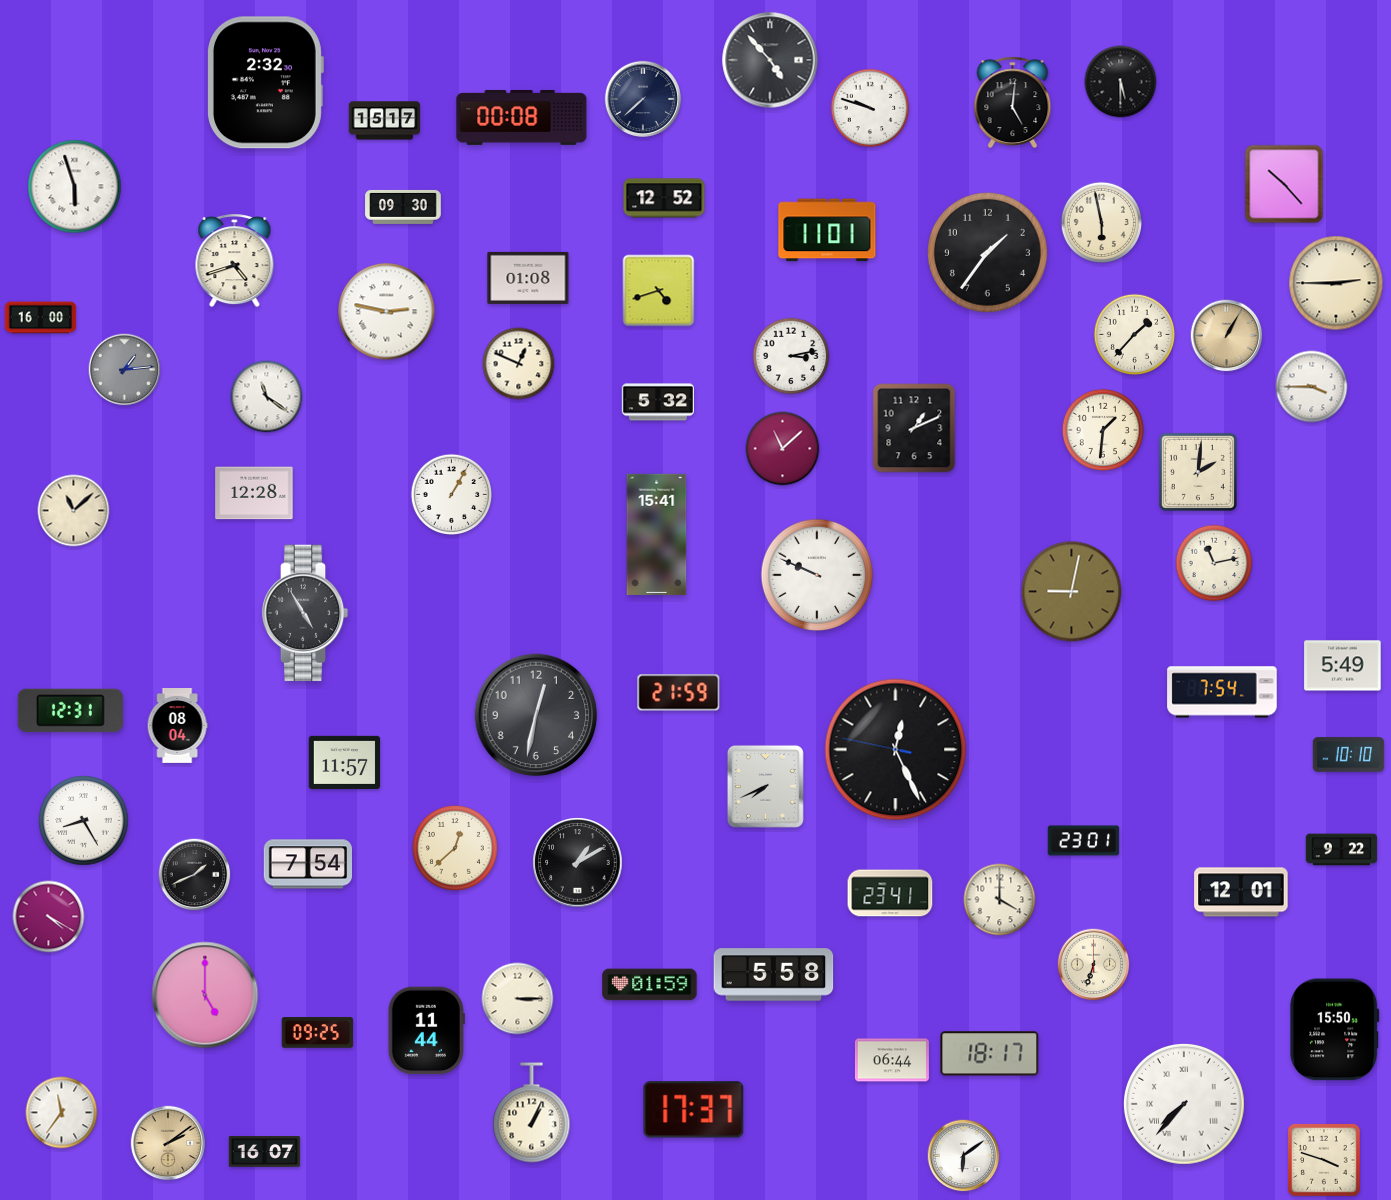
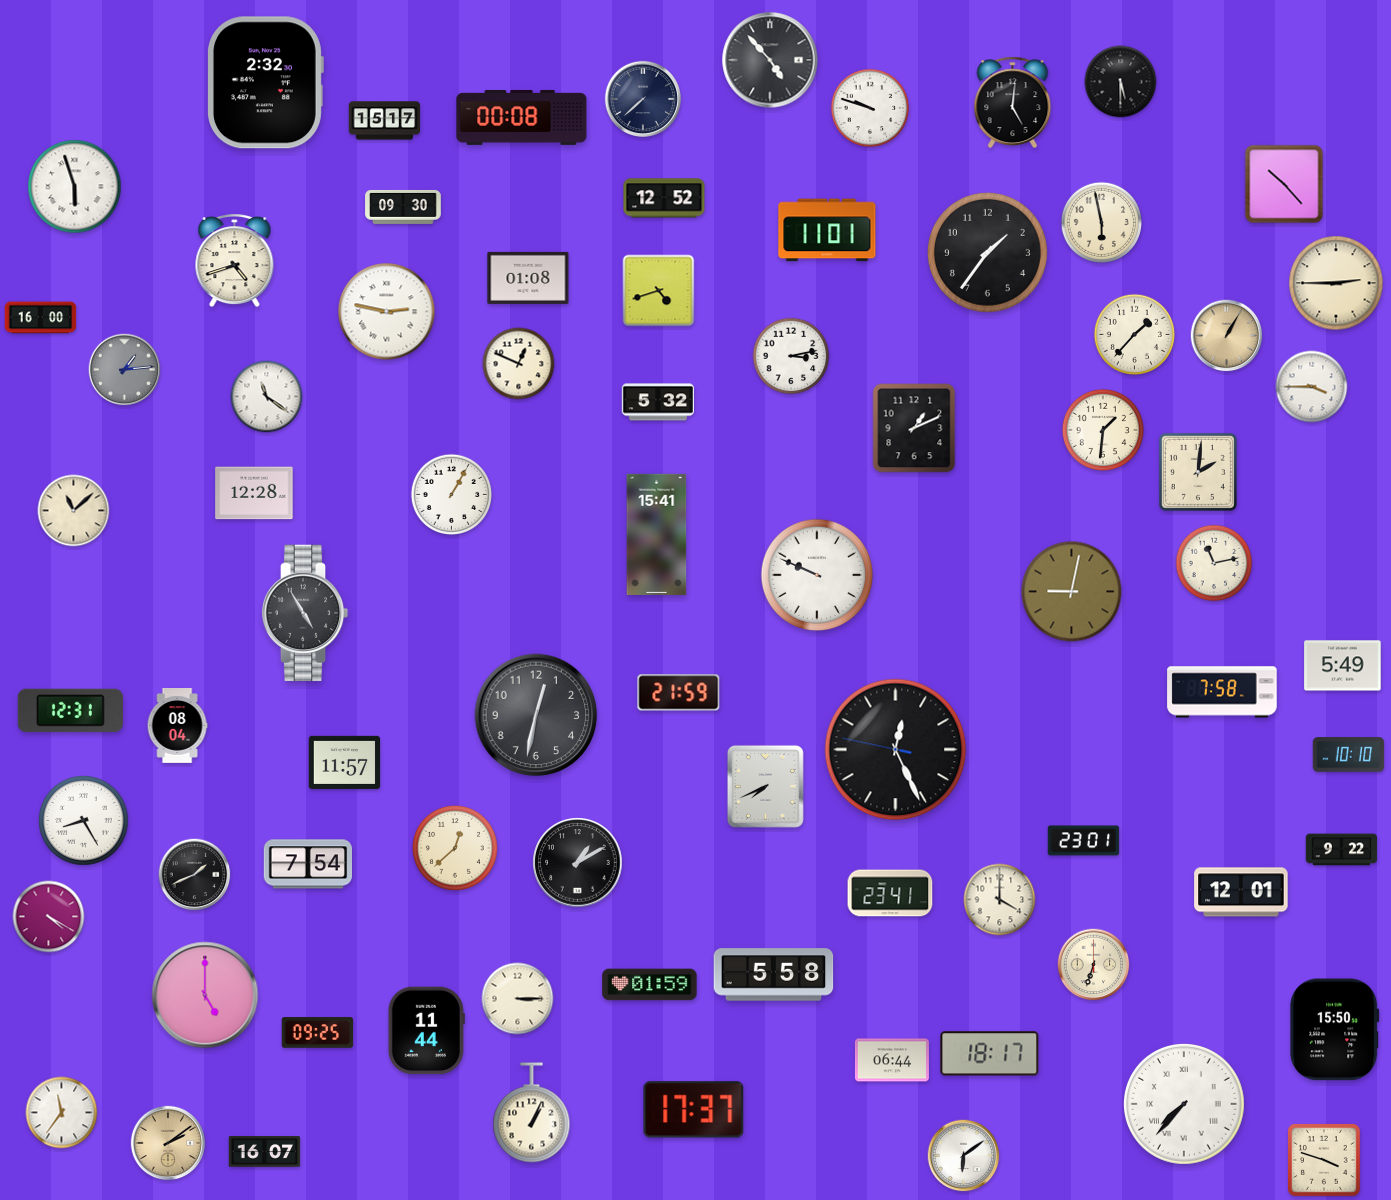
clock at (783, 449): 11:08 -> none
clock at (1222, 692): 7:54 -> 7:58
